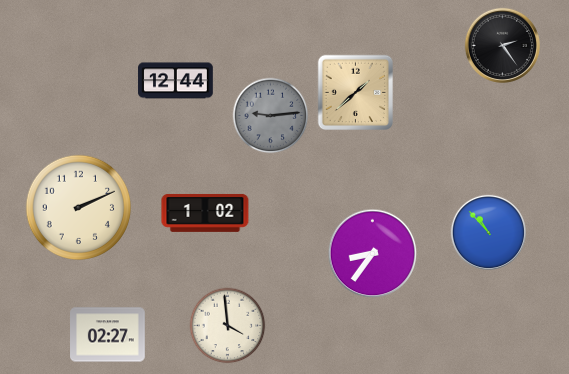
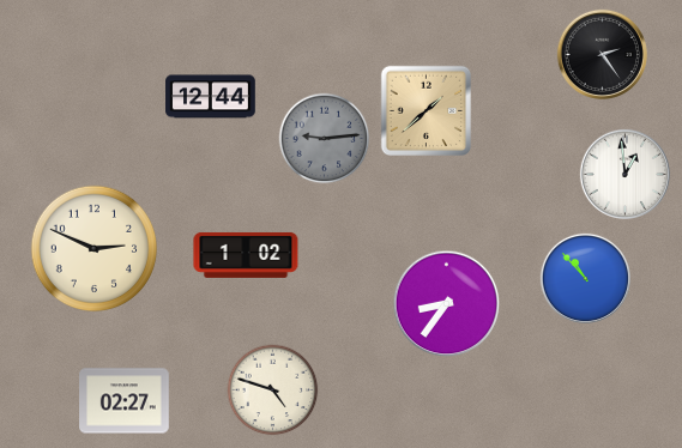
clock at (624, 174): none -> 12:59
clock at (78, 207): 2:11 -> 2:49
clock at (228, 326): 3:59 -> 4:48
clock at (108, 335) position: (108, 335) -> (125, 401)
